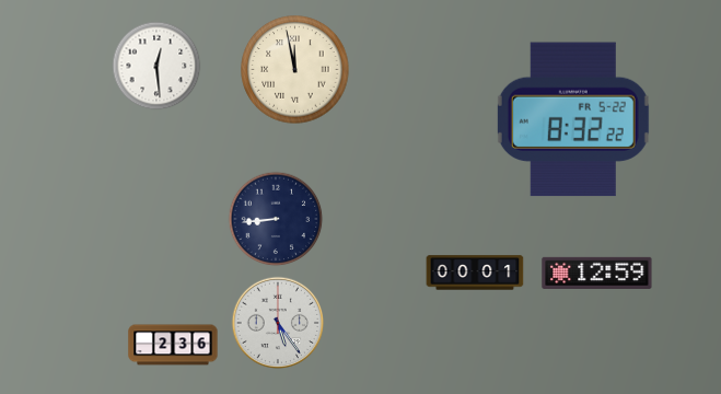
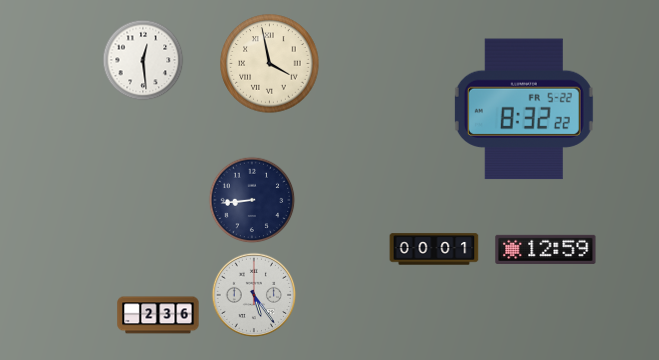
clock at (295, 70): 11:58 -> 3:58
